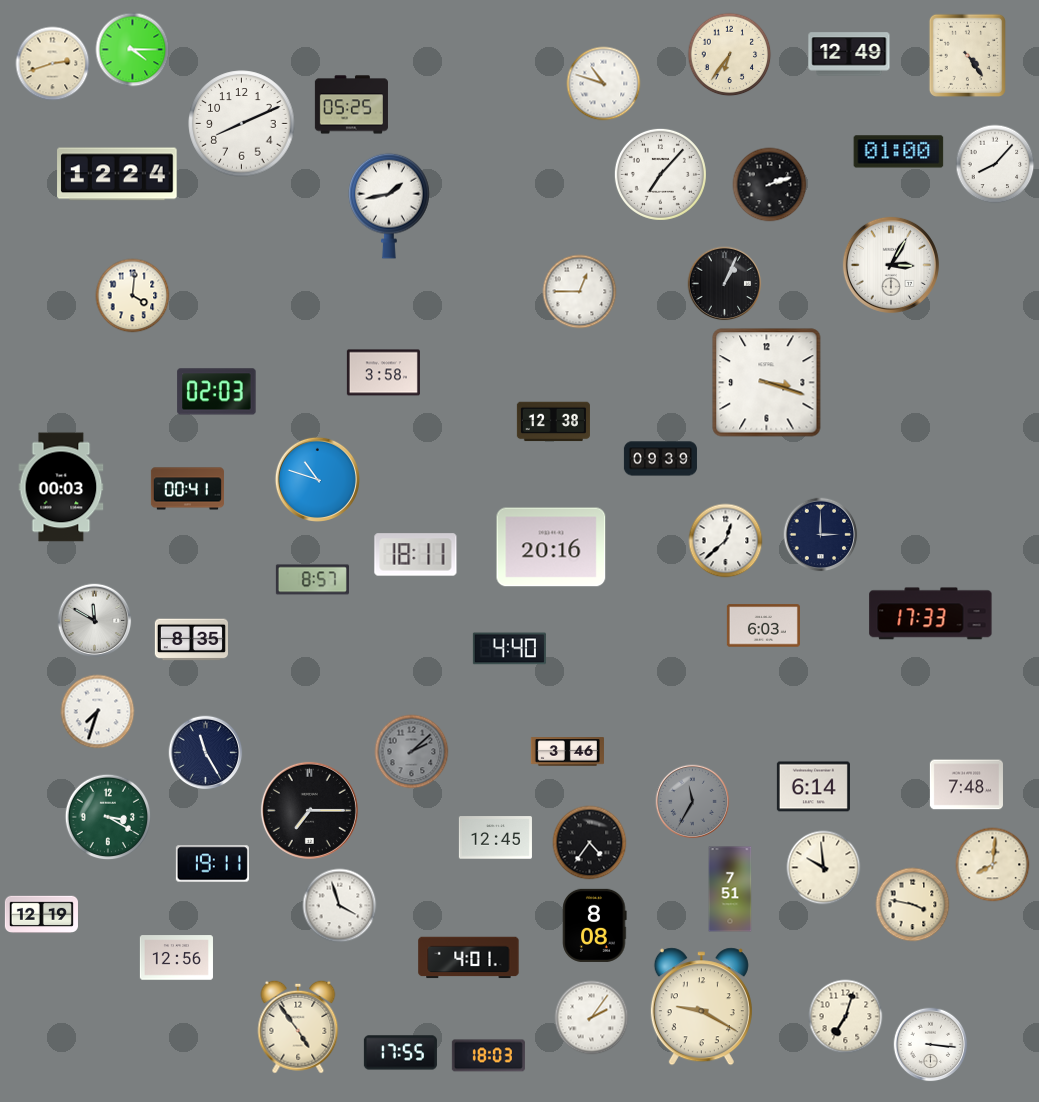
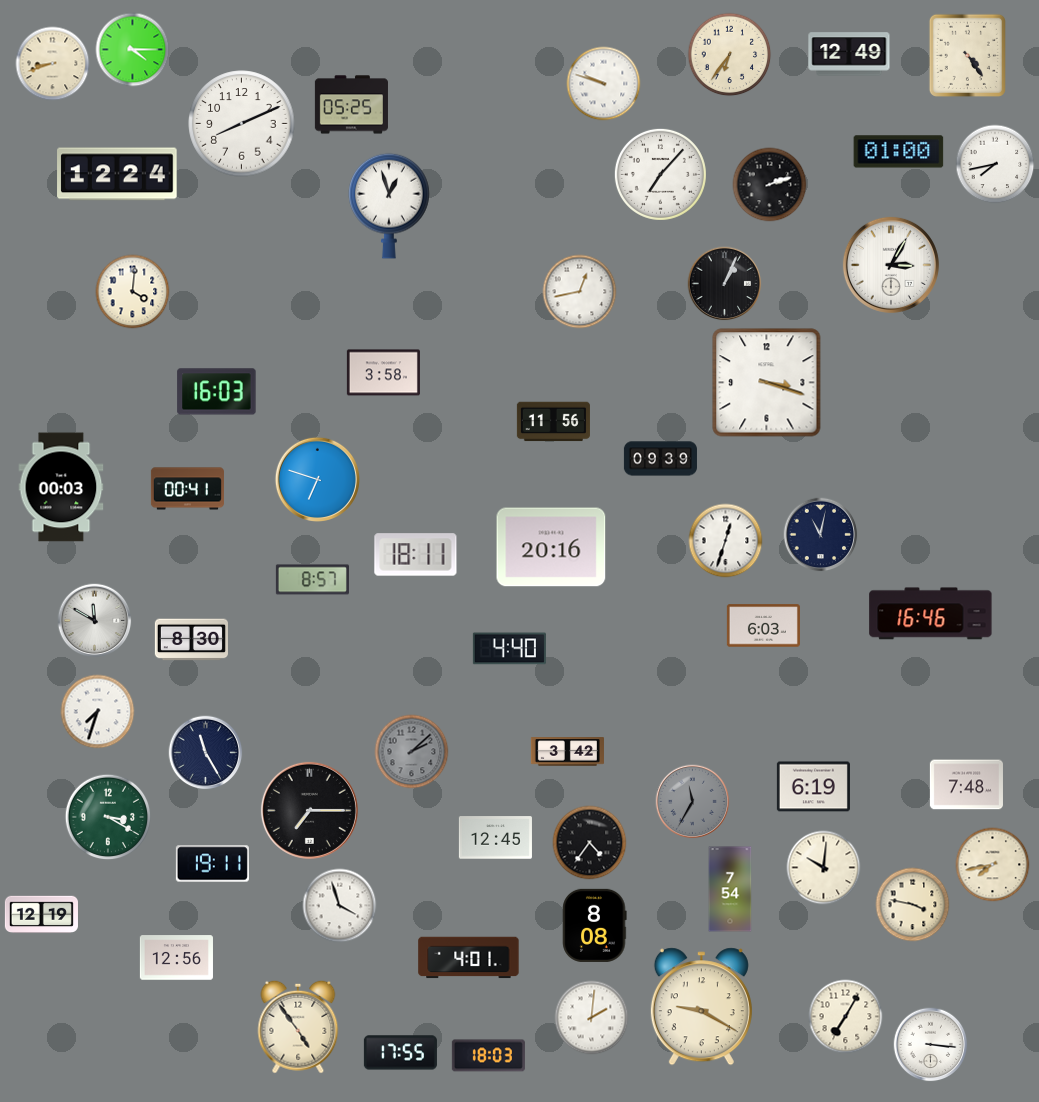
clock at (53, 64): 2:42 -> 8:42
clock at (604, 84): 10:48 -> 9:48
clock at (995, 164): 8:07 -> 7:43
clock at (389, 206): 1:43 -> 12:57
clock at (580, 292): 12:45 -> 12:43
clock at (133, 296) position: (133, 296) -> (133, 292)
clock at (217, 392): 02:03 -> 16:03
clock at (553, 422): 12:38 -> 11:56
clock at (317, 479): 10:48 -> 6:48
clock at (821, 535): 3:00 -> 11:02
clock at (726, 541): 12:38 -> 12:33
clock at (931, 614): 17:33 -> 16:46
clock at (191, 640): 8:35 -> 8:30
clock at (567, 752): 3:46 -> 3:42
clock at (813, 787): 6:14 -> 6:19
clock at (993, 865): 8:01 -> 7:43
clock at (824, 868): 9:59 -> 10:01
clock at (730, 889): 7:51 -> 7:54
clock at (846, 1017): 7:03 -> 7:05
clock at (592, 1018): 2:06 -> 2:01
